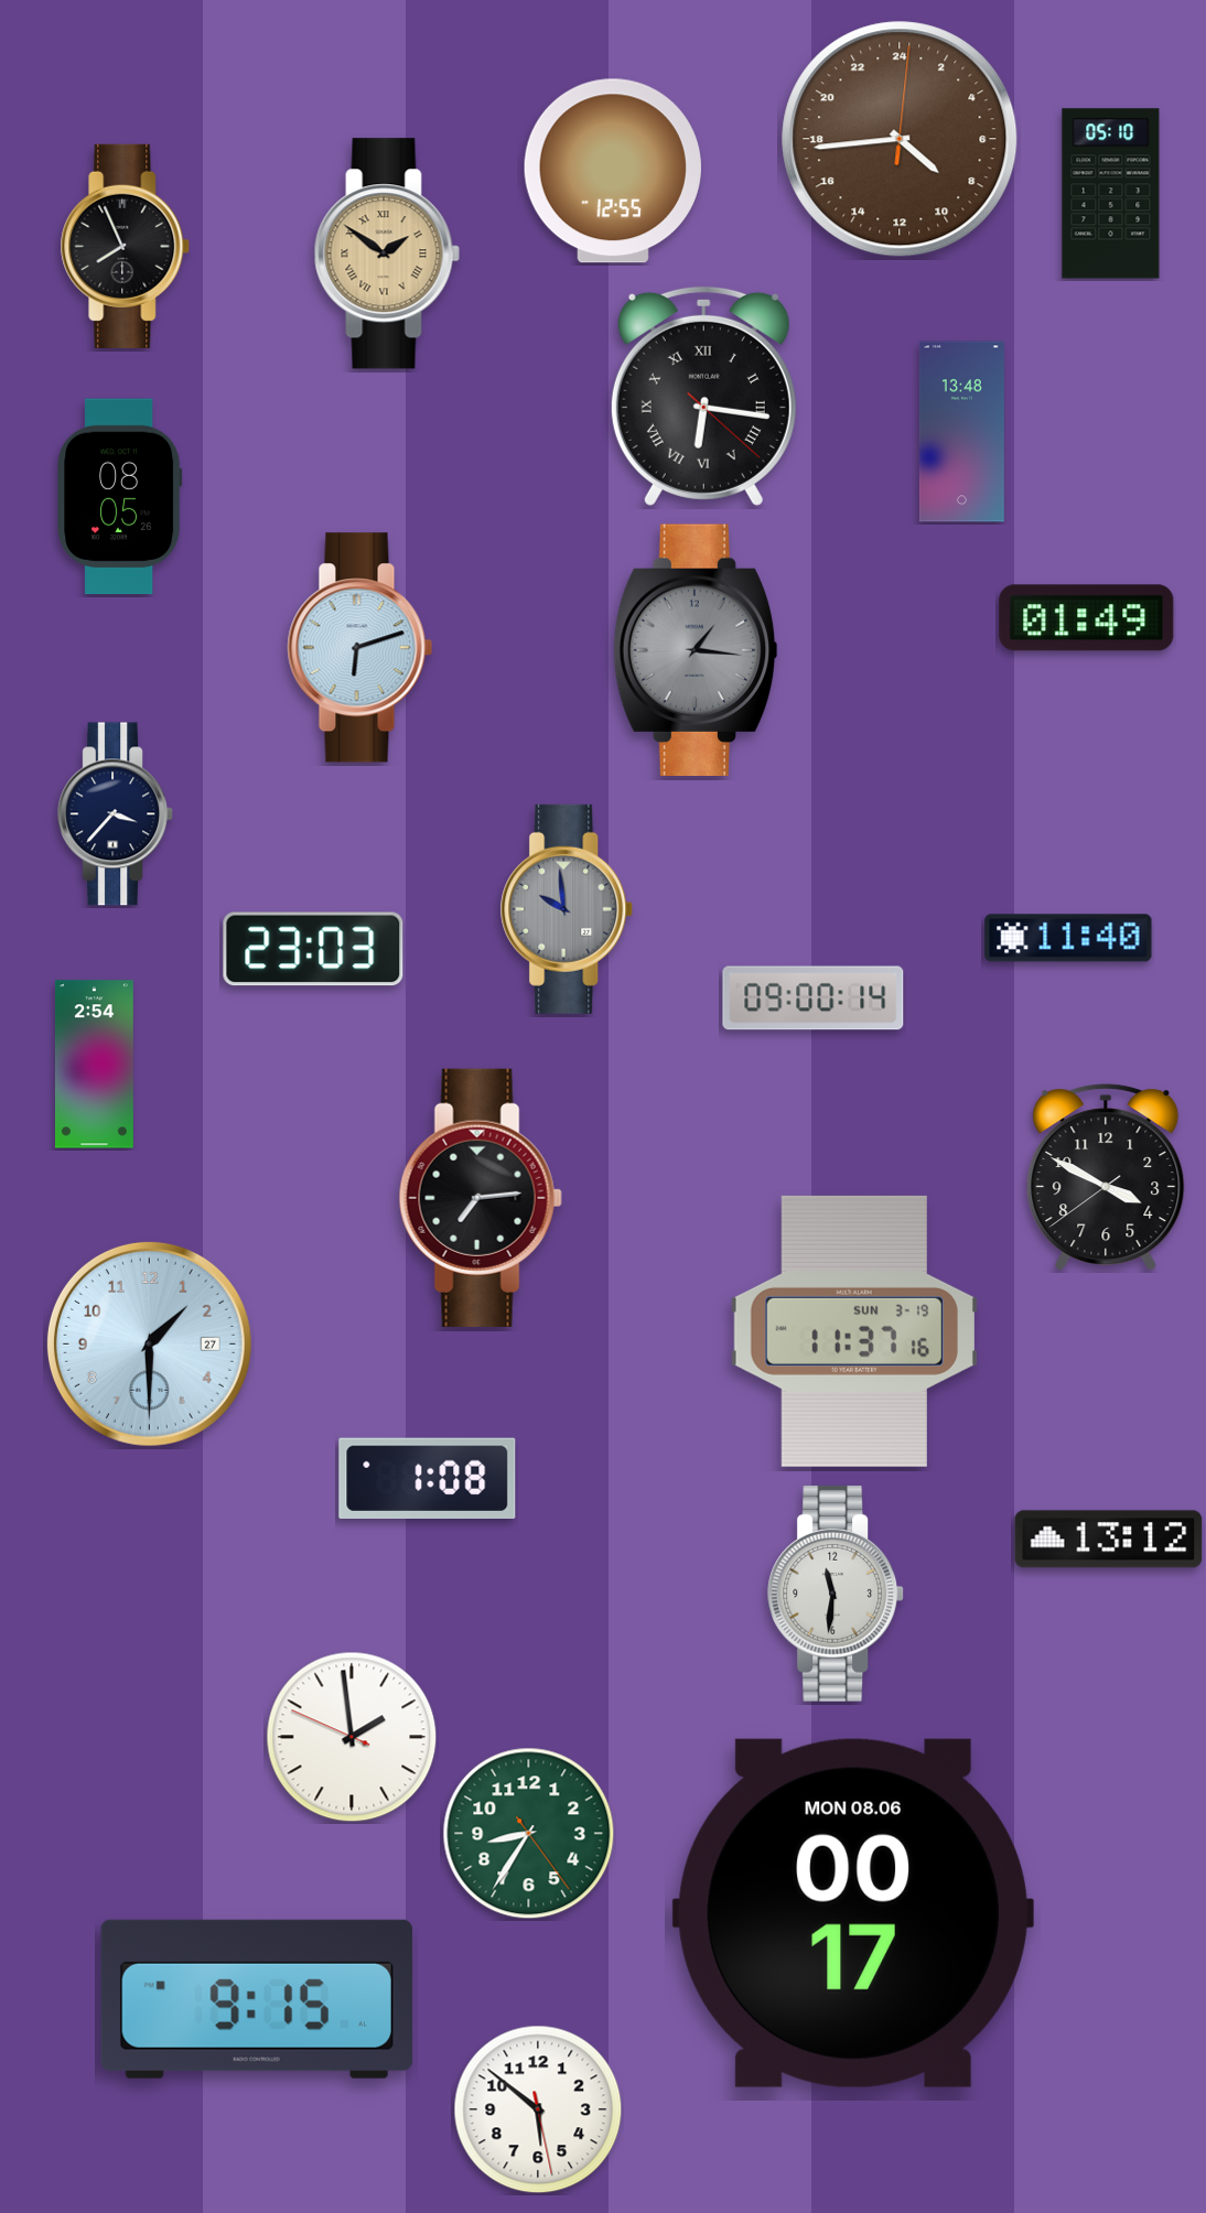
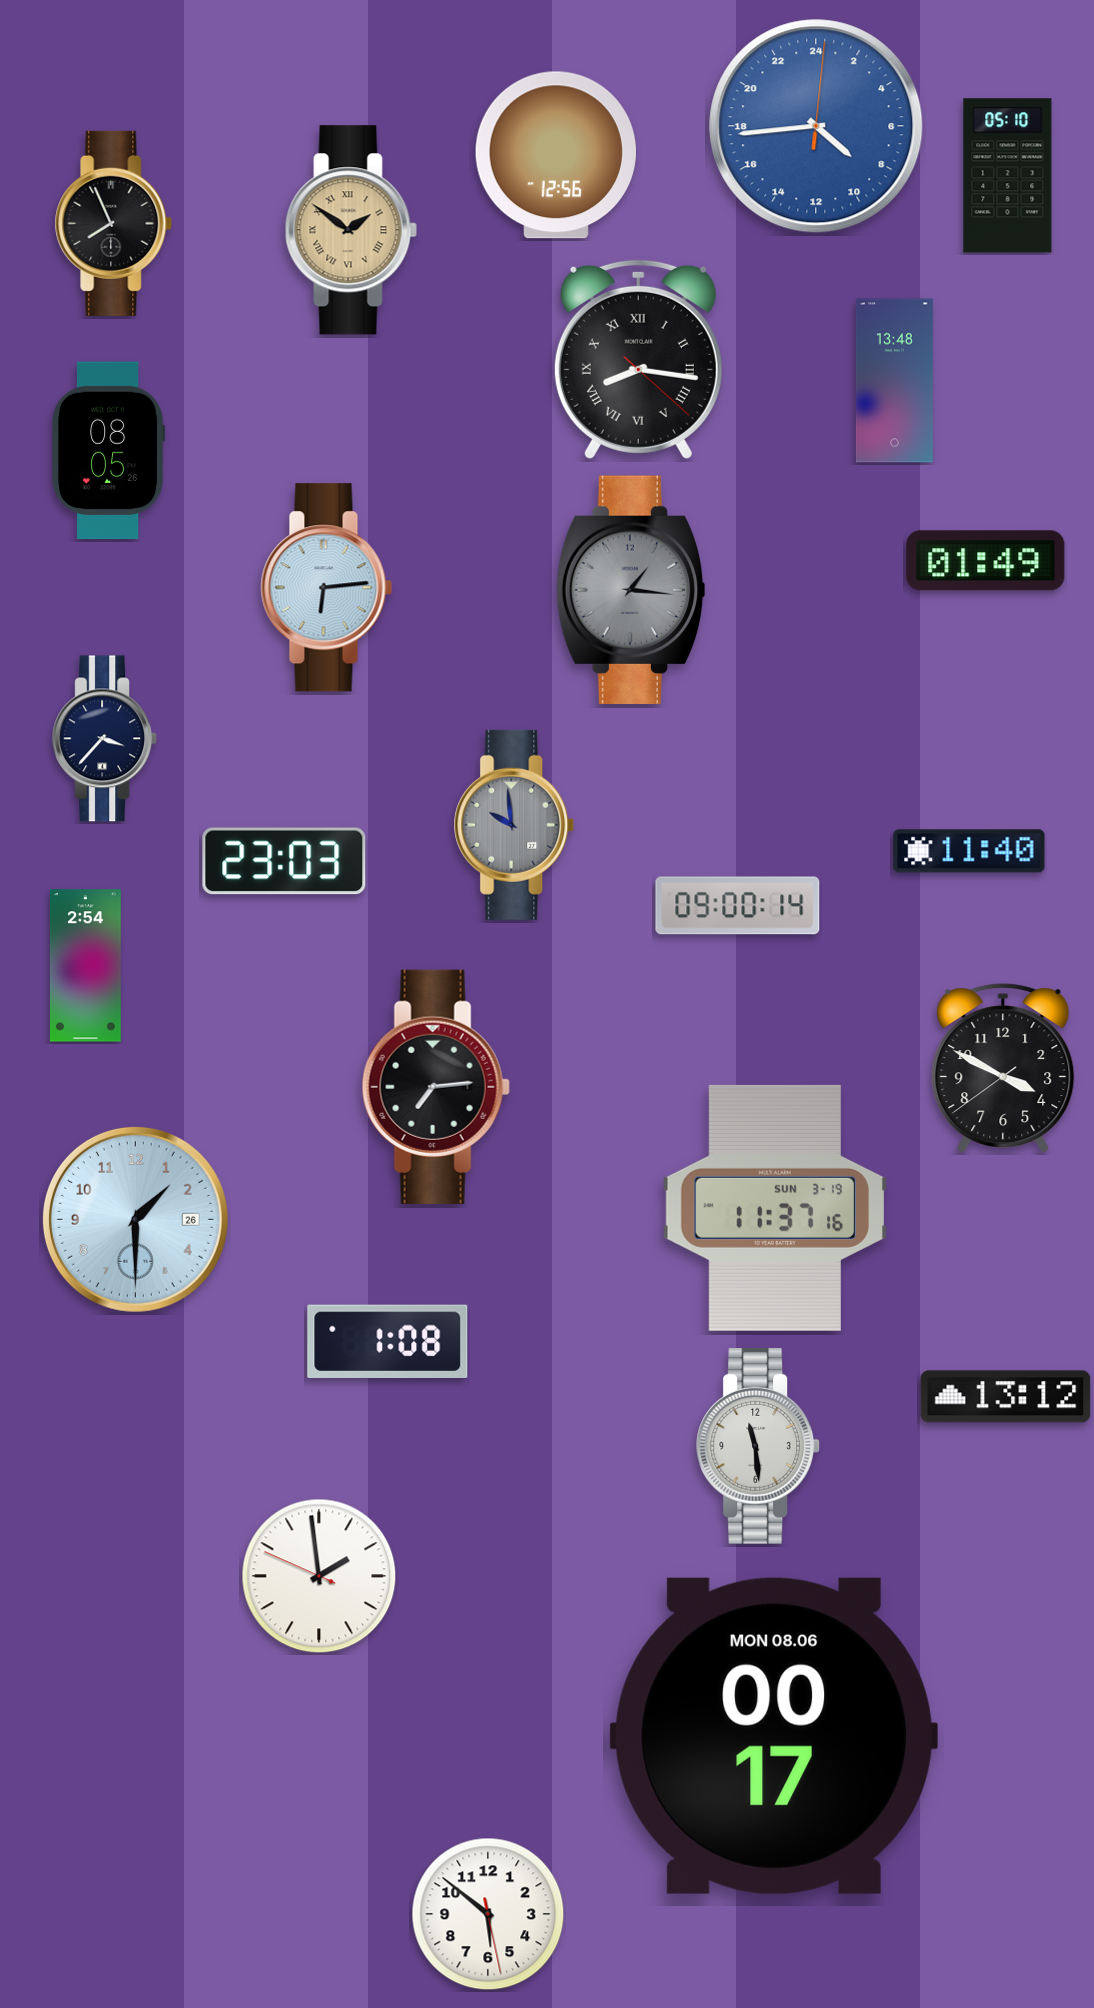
clock at (900, 139) dial: brown -> blue
clock at (613, 171): 12:55 -> 12:56
clock at (703, 396): 6:16 -> 8:16
clock at (961, 432) position: (961, 432) -> (894, 381)
clock at (360, 648): 6:12 -> 6:14
clock at (149, 1343) date: 27 -> 26
clock at (837, 1594): 11:31 -> 11:29
clock at (529, 1834): 8:35 -> none
clock at (257, 1999): 9:15 -> none
